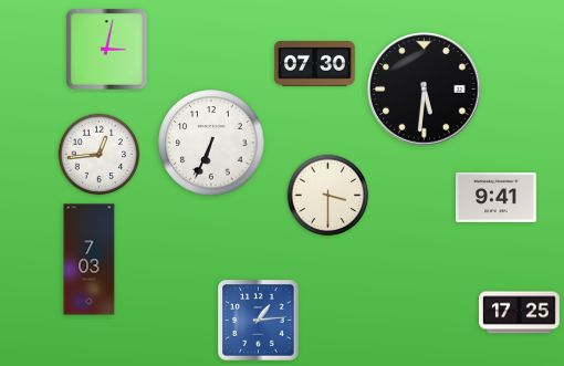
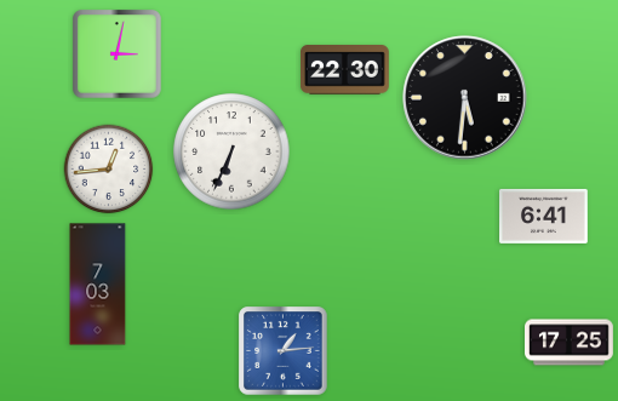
clock at (315, 64): 07:30 -> 22:30
clock at (211, 143) position: (211, 143) -> (231, 151)
clock at (328, 196): 3:30 -> none
clock at (497, 197): 9:41 -> 6:41
